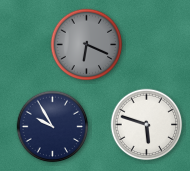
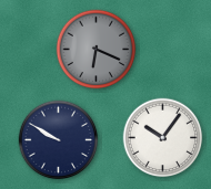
clock at (147, 125): 5:48 -> 10:06
clock at (53, 127): 9:55 -> 9:50
